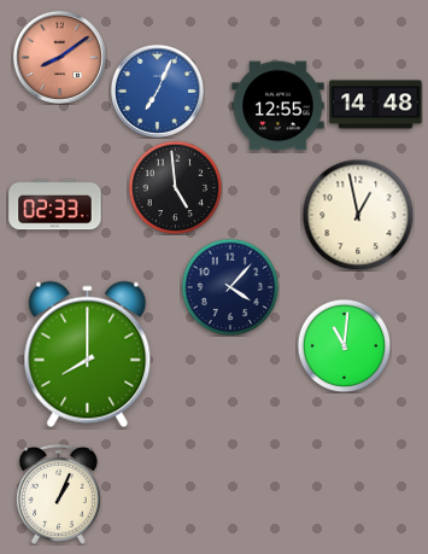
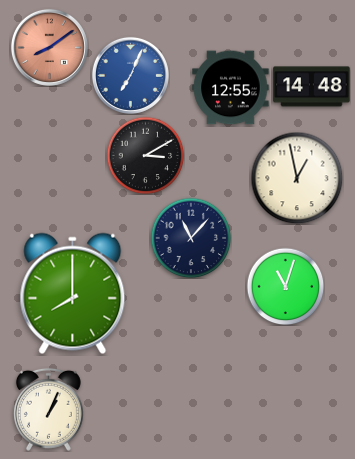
clock at (175, 187): 4:59 -> 3:10
clock at (55, 205): 02:33 -> none
clock at (230, 287): 4:07 -> 11:07
clock at (344, 345): 11:01 -> 11:03
